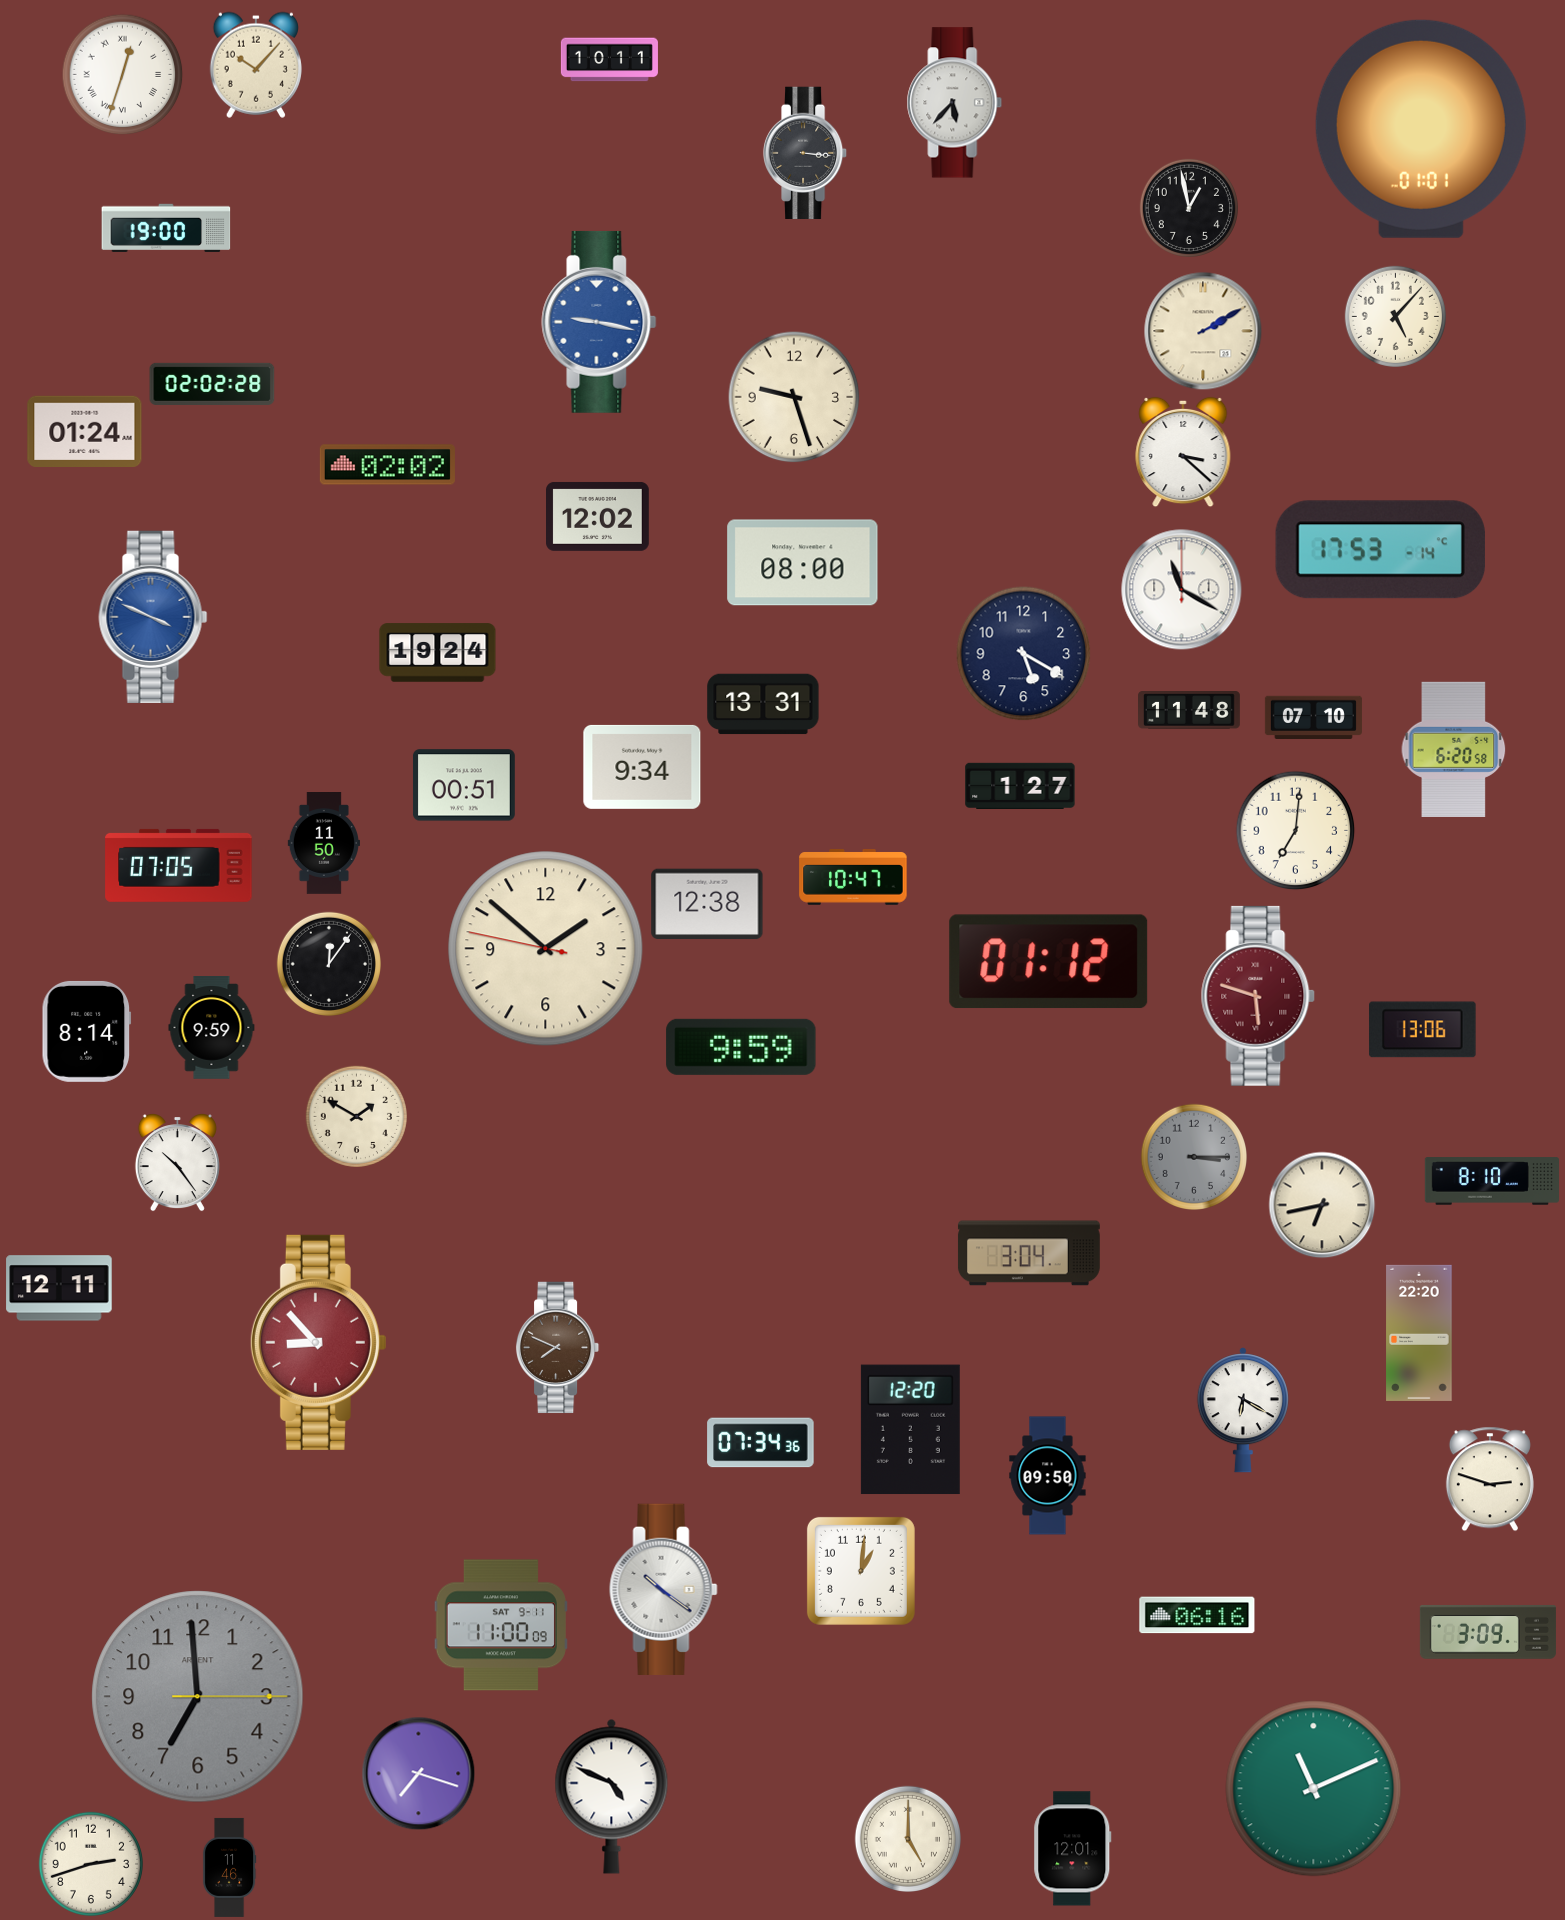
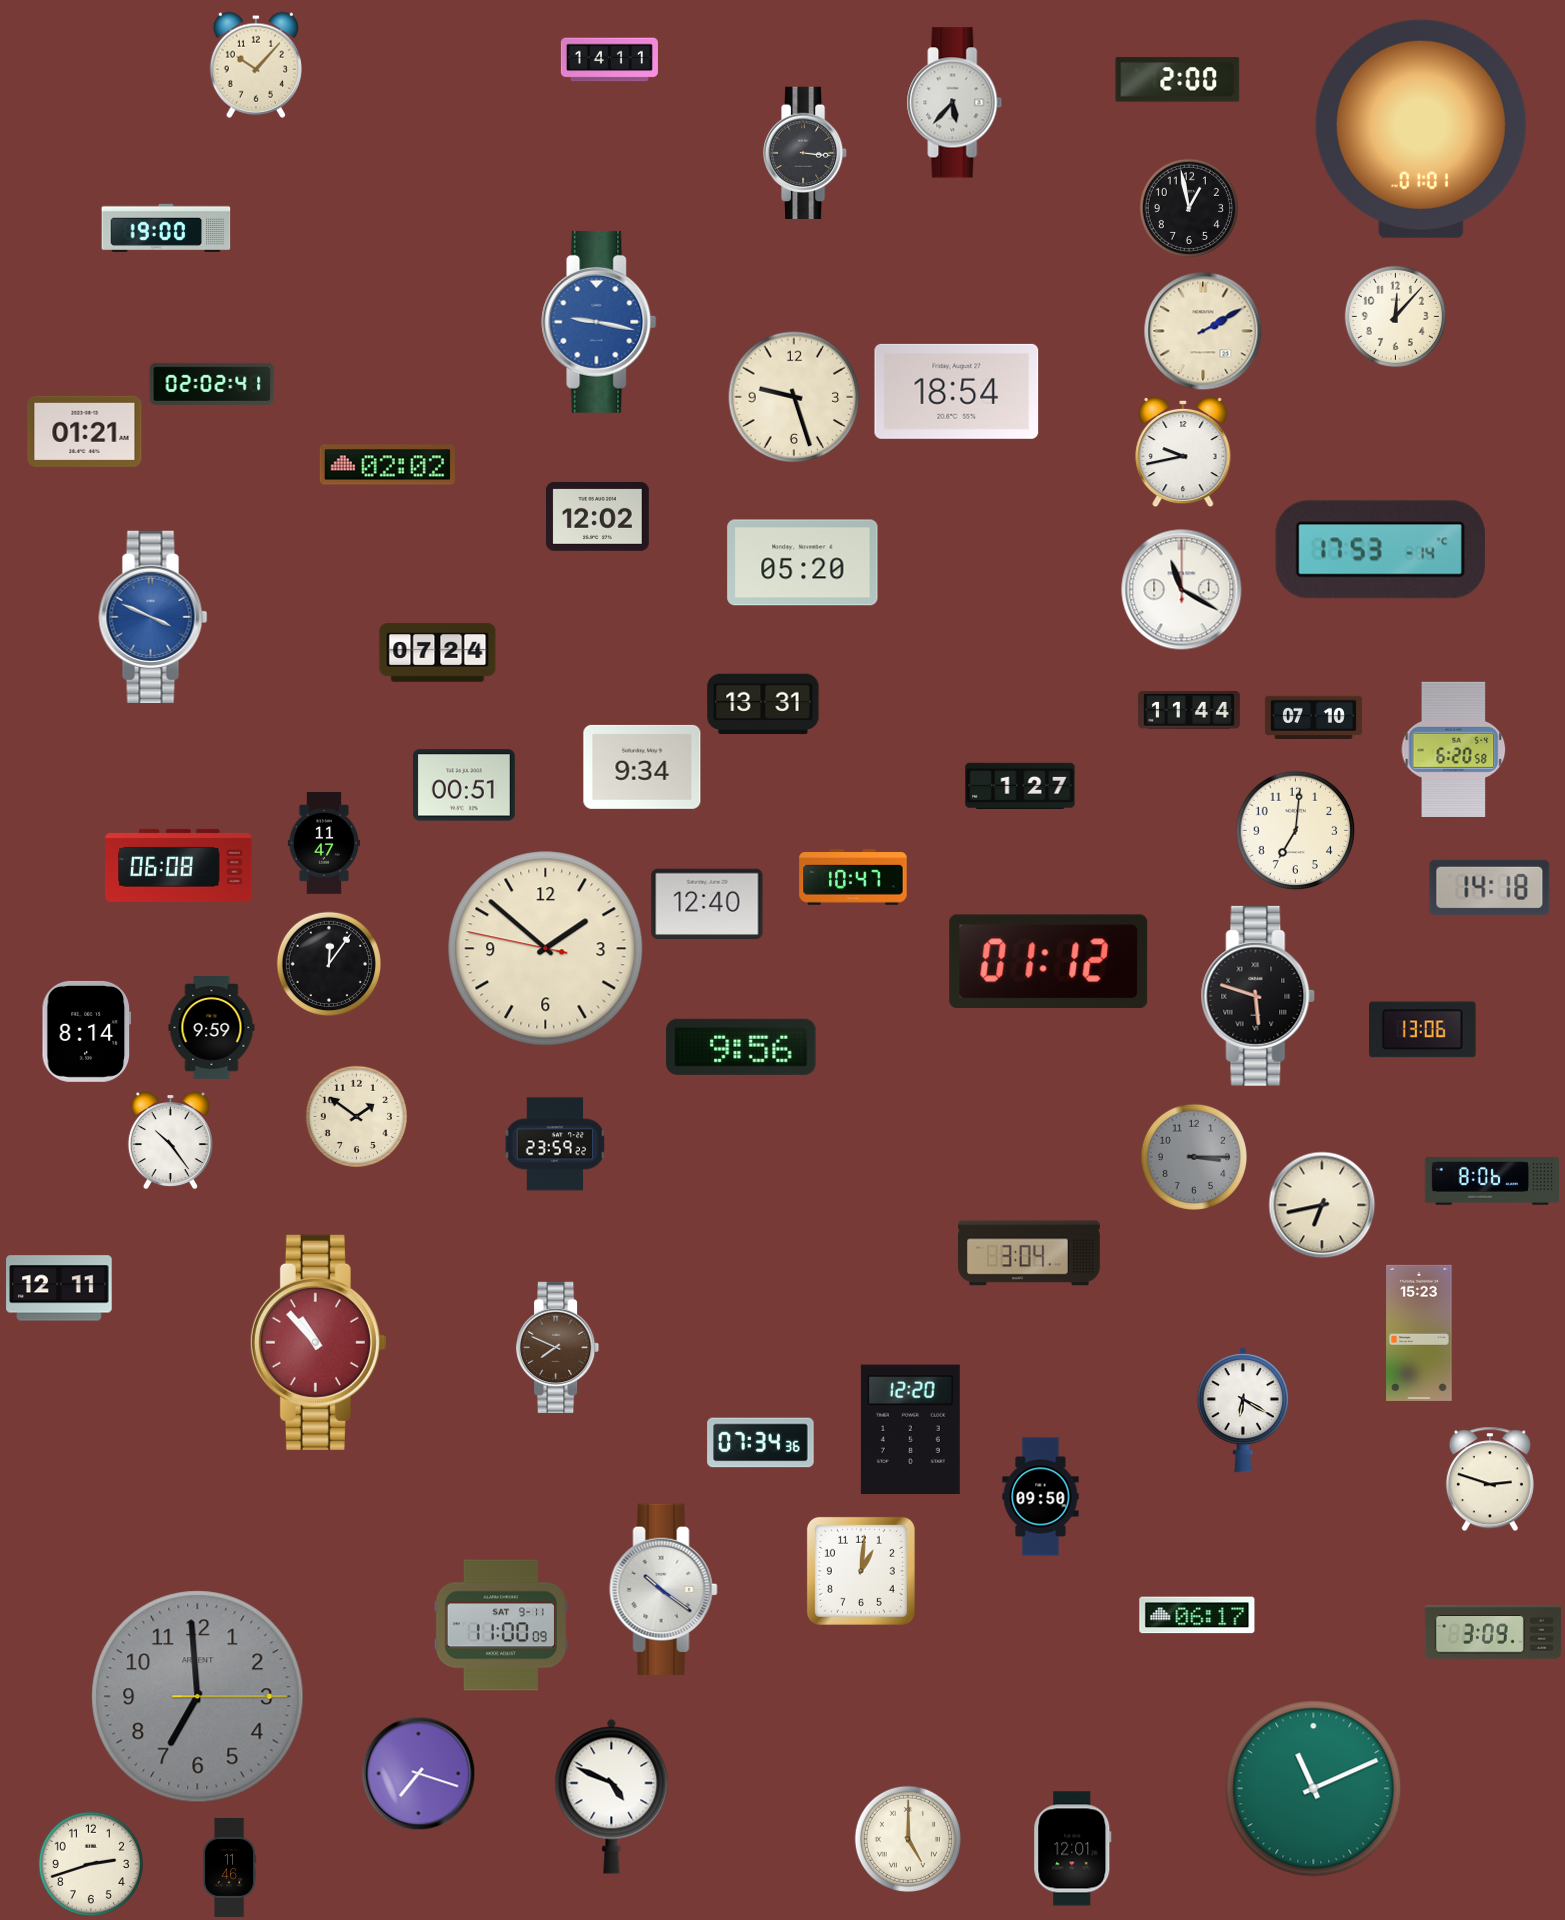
clock at (609, 60): 10:11 -> 14:11
clock at (123, 75): 12:33 -> none
clock at (1178, 80): none -> 2:00
clock at (1395, 316): 5:07 -> 12:07
clock at (212, 384): 02:02:28 -> 02:02:41
clock at (957, 391): none -> 18:54
clock at (85, 431): 01:24 -> 01:21
clock at (1183, 452): 3:22 -> 9:43
clock at (803, 563): 08:00 -> 05:20
clock at (438, 653): 19:24 -> 07:24
clock at (1024, 654): 5:20 -> none
clock at (1190, 711): 11:48 -> 11:44
clock at (323, 844): 11:50 -> 11:47
clock at (179, 865): 07:05 -> 06:08
clock at (1490, 887): none -> 14:18
clock at (707, 904): 12:38 -> 12:40
clock at (1258, 996) dial: burgundy -> black
clock at (741, 1047): 9:59 -> 9:56
clock at (356, 1116): 1:50 -> 1:51
clock at (555, 1144): none -> 23:59
clock at (177, 1163) position: (177, 1163) -> (170, 1141)
clock at (1491, 1181): 8:10 -> 8:06
clock at (1419, 1333): 22:20 -> 15:23
clock at (318, 1342): 8:53 -> 10:53
clock at (1048, 1476) position: (1048, 1476) -> (1041, 1497)
clock at (1197, 1615): 06:16 -> 06:17
clock at (1488, 1632) position: (1488, 1632) -> (1493, 1632)
